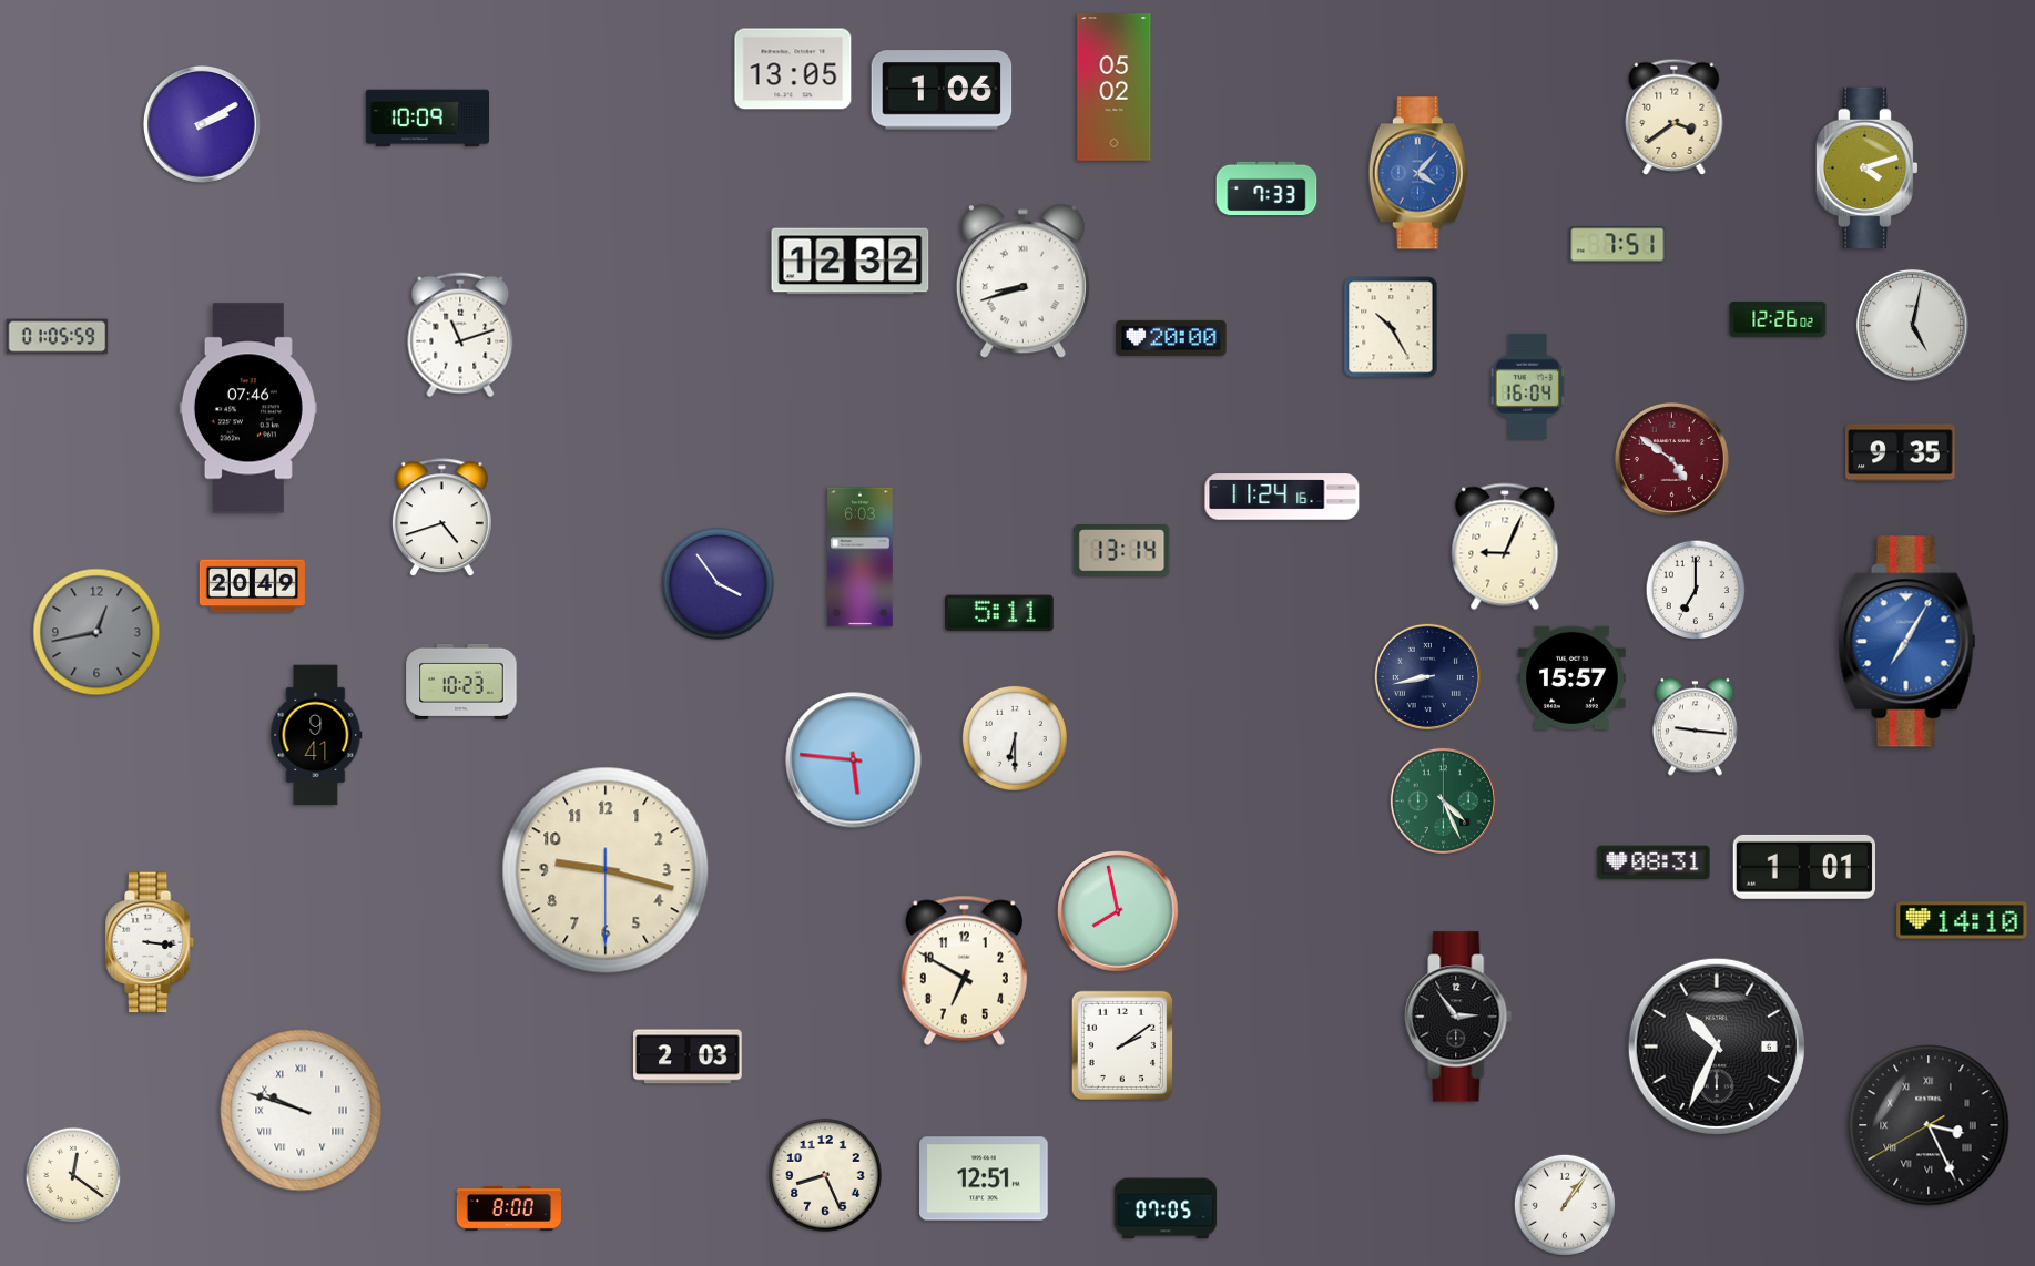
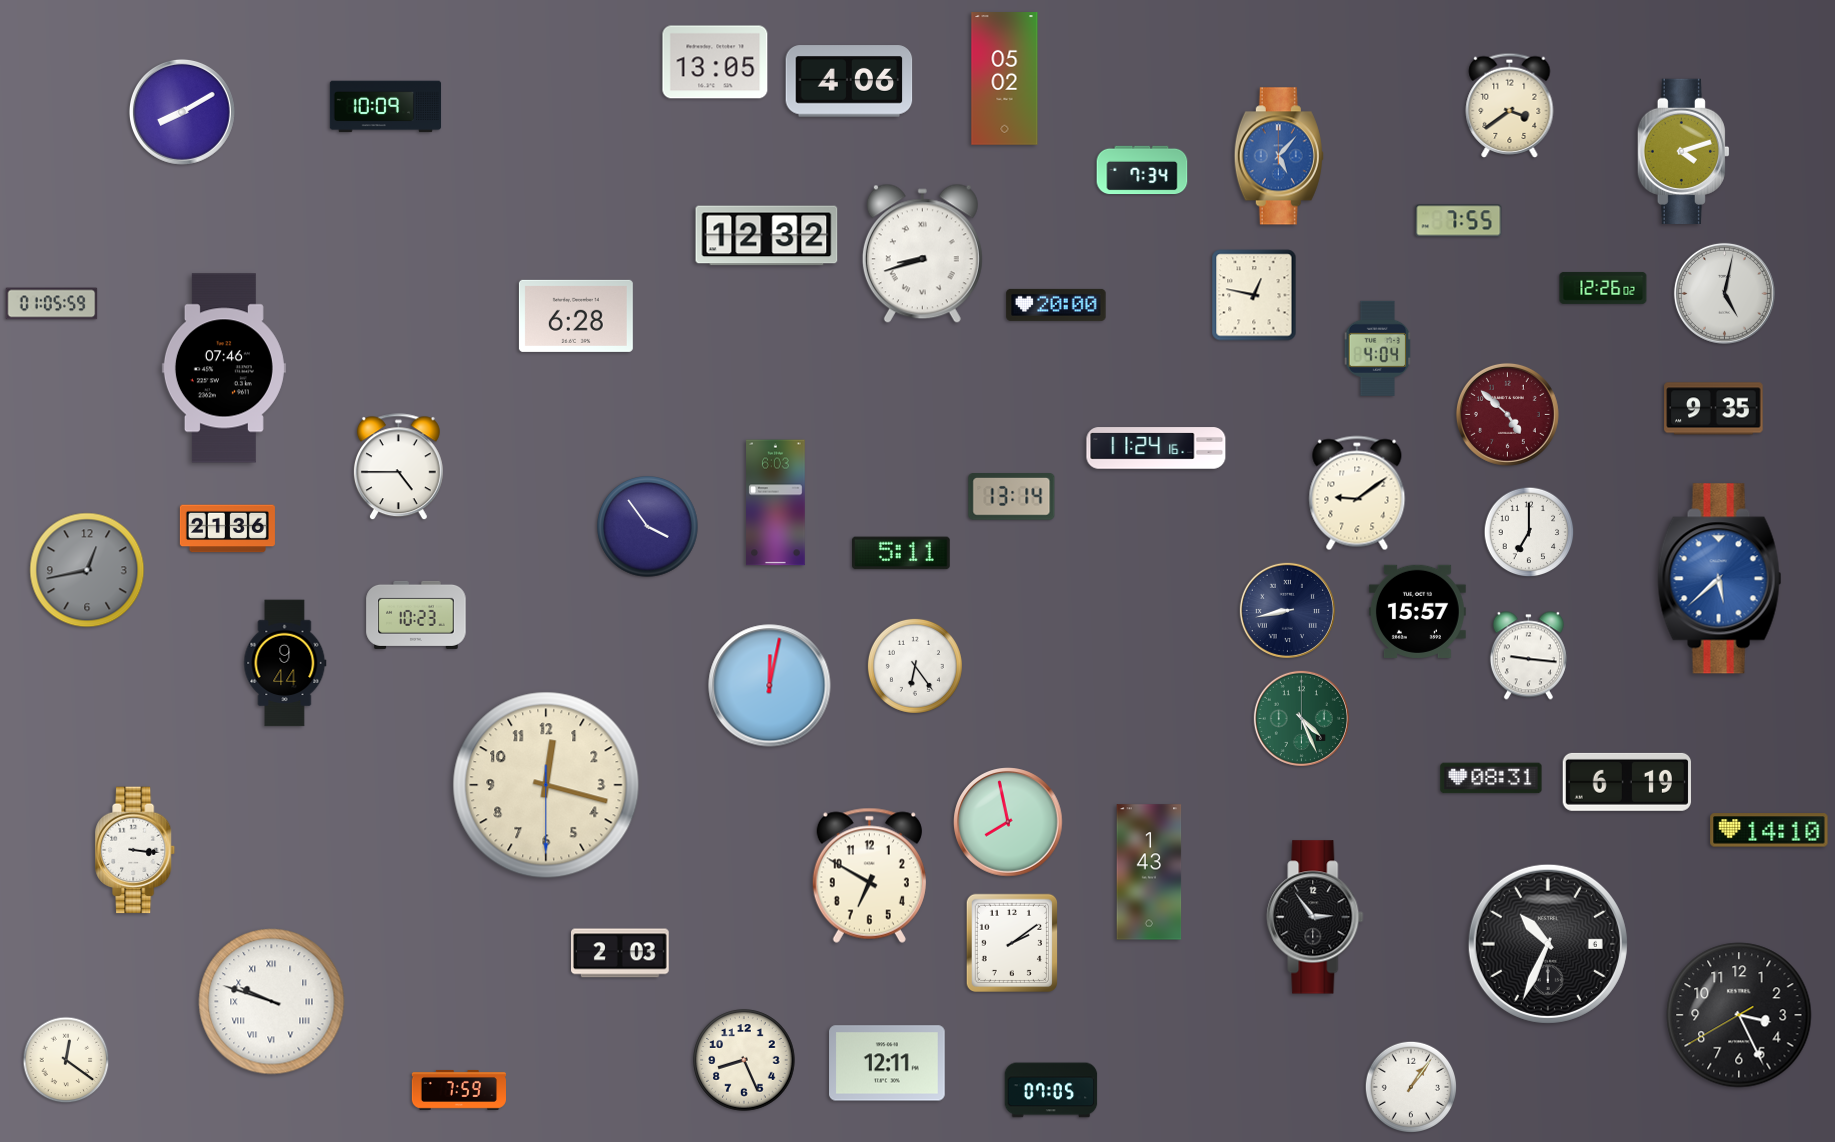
clock at (942, 90): 1:06 -> 4:06
clock at (202, 124): 2:10 -> 8:10
clock at (1418, 173): 4:07 -> 5:07
clock at (1266, 188): 7:33 -> 7:34
clock at (1618, 245): 7:51 -> 7:55
clock at (1391, 327): 10:25 -> 12:47
clock at (460, 335): 11:12 -> none
clock at (576, 316): none -> 6:28
clock at (1528, 386): 16:04 -> 4:04
clock at (1671, 459): 4:51 -> 4:52
clock at (441, 518): 4:42 -> 4:45
clock at (1505, 547): 9:04 -> 9:09
clock at (252, 586): 20:49 -> 21:36
clock at (1907, 642): 7:05 -> 5:38
clock at (316, 735): 9:41 -> 9:44
clock at (1015, 738): 6:30 -> 6:24
clock at (854, 760): 5:46 -> 12:02
clock at (1443, 800) position: (1443, 800) -> (1301, 718)
clock at (1804, 867): 1:01 -> 6:19
clock at (606, 870): 9:17 -> 12:17
clock at (1149, 872): none -> 1:43
clock at (1929, 1125) numerals: Roman -> Arabic
clock at (984, 1178): 12:51 -> 12:11
clock at (508, 1208): 8:00 -> 7:59
